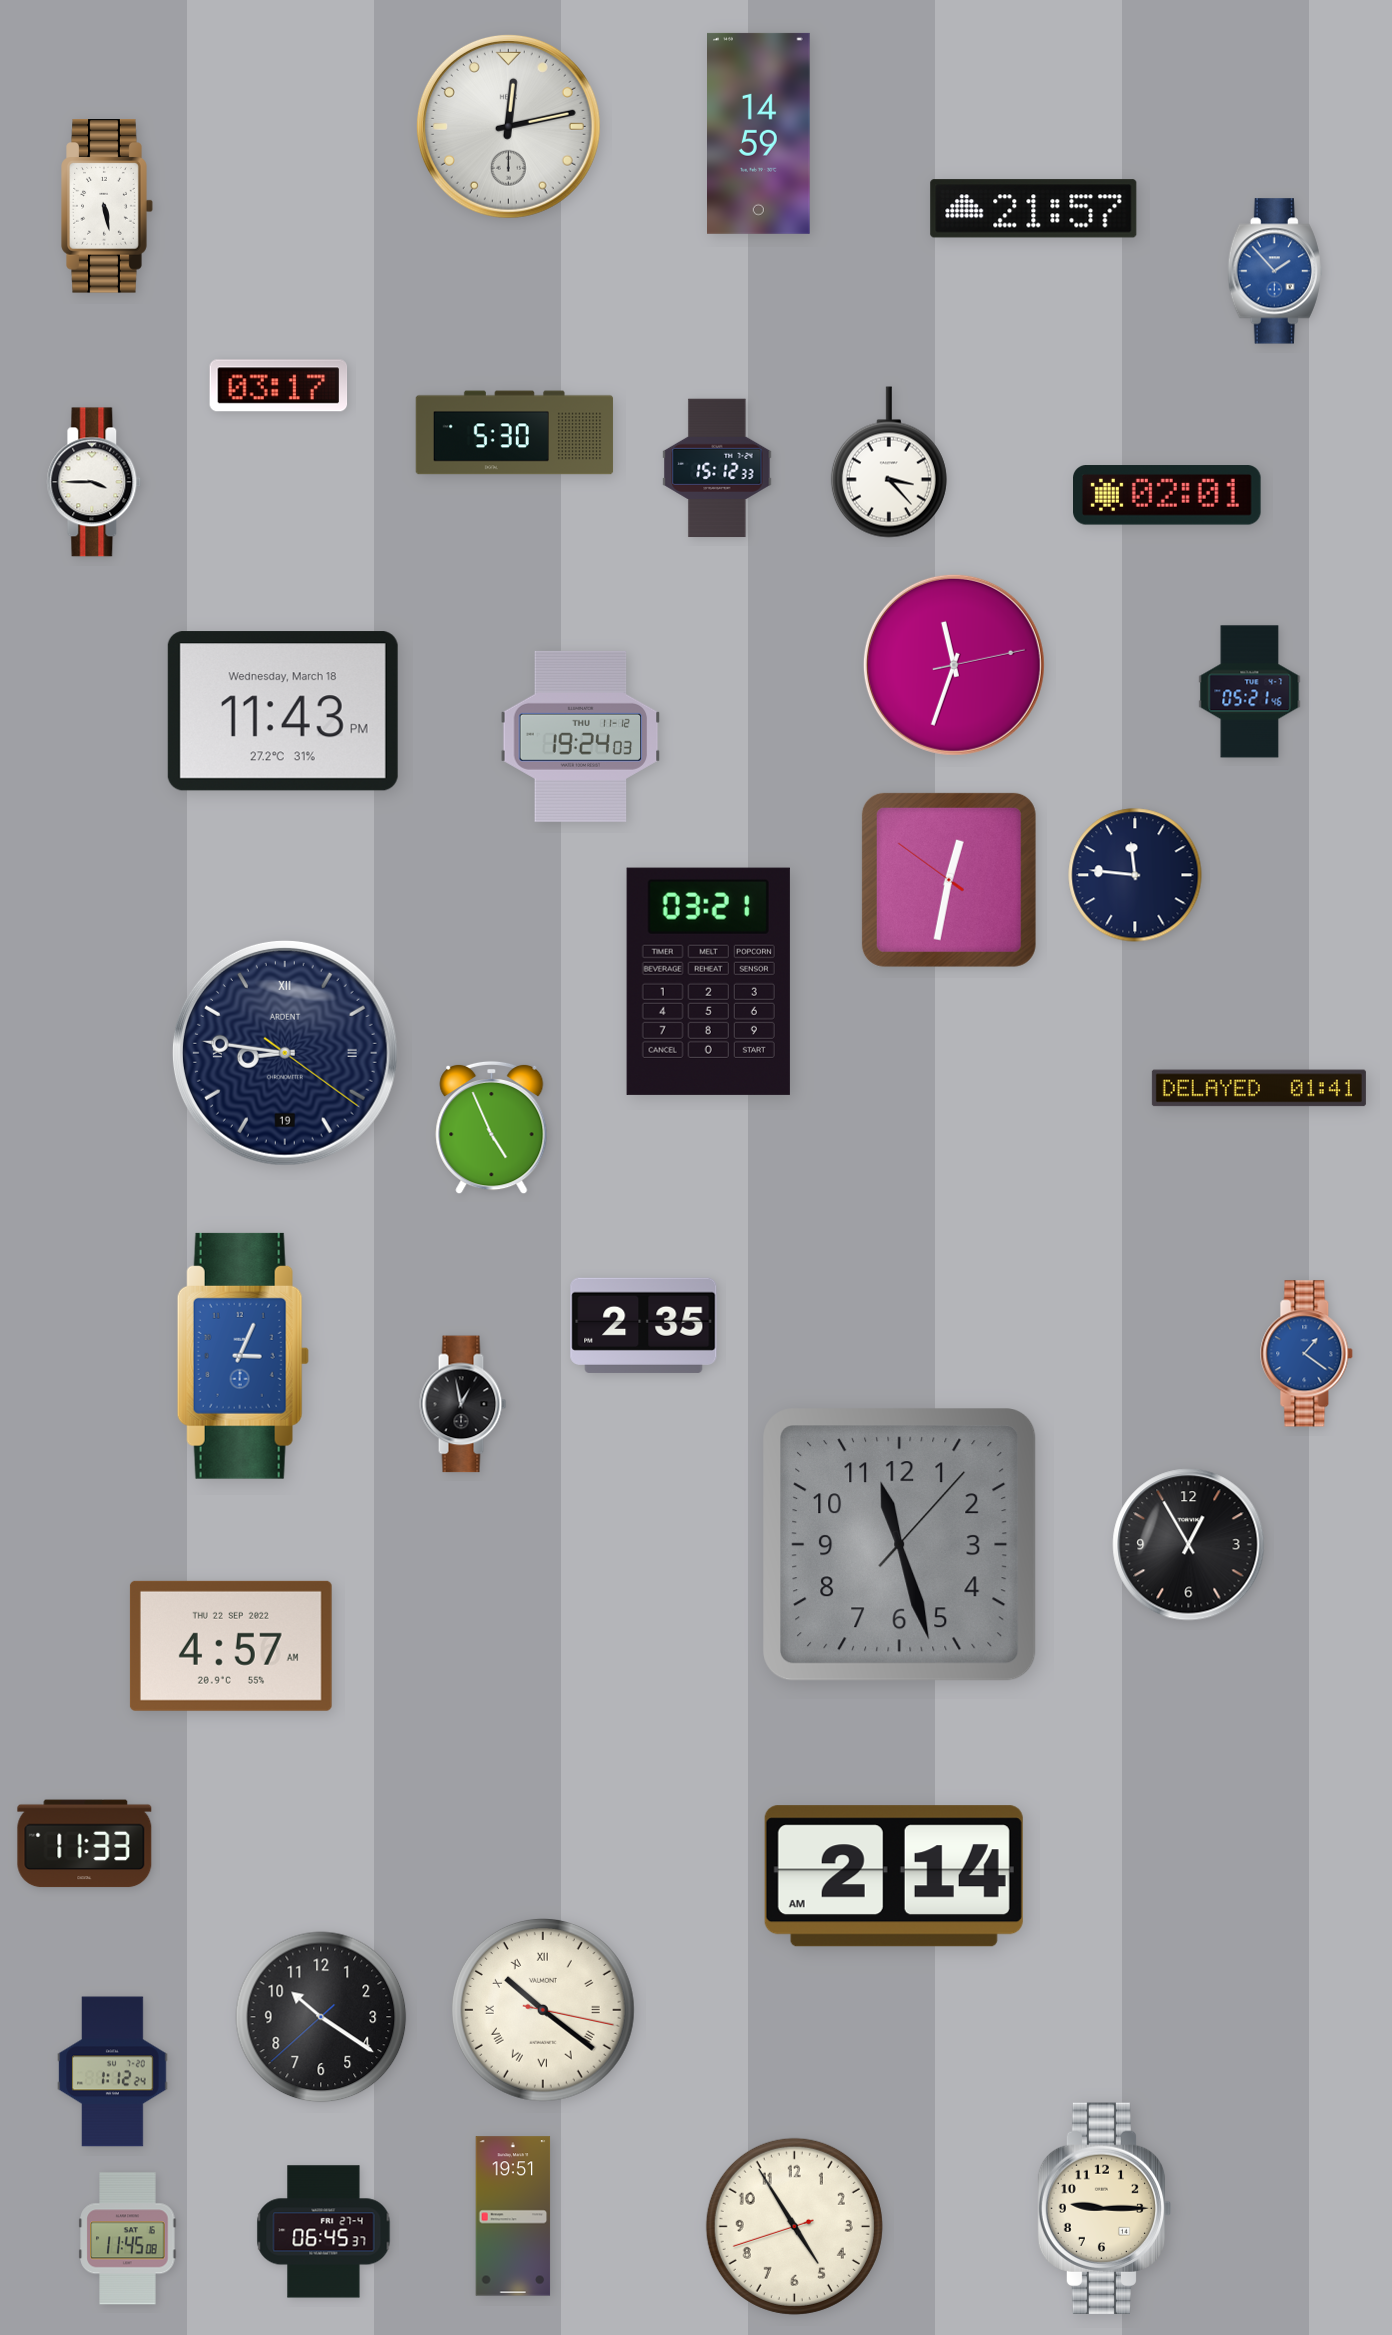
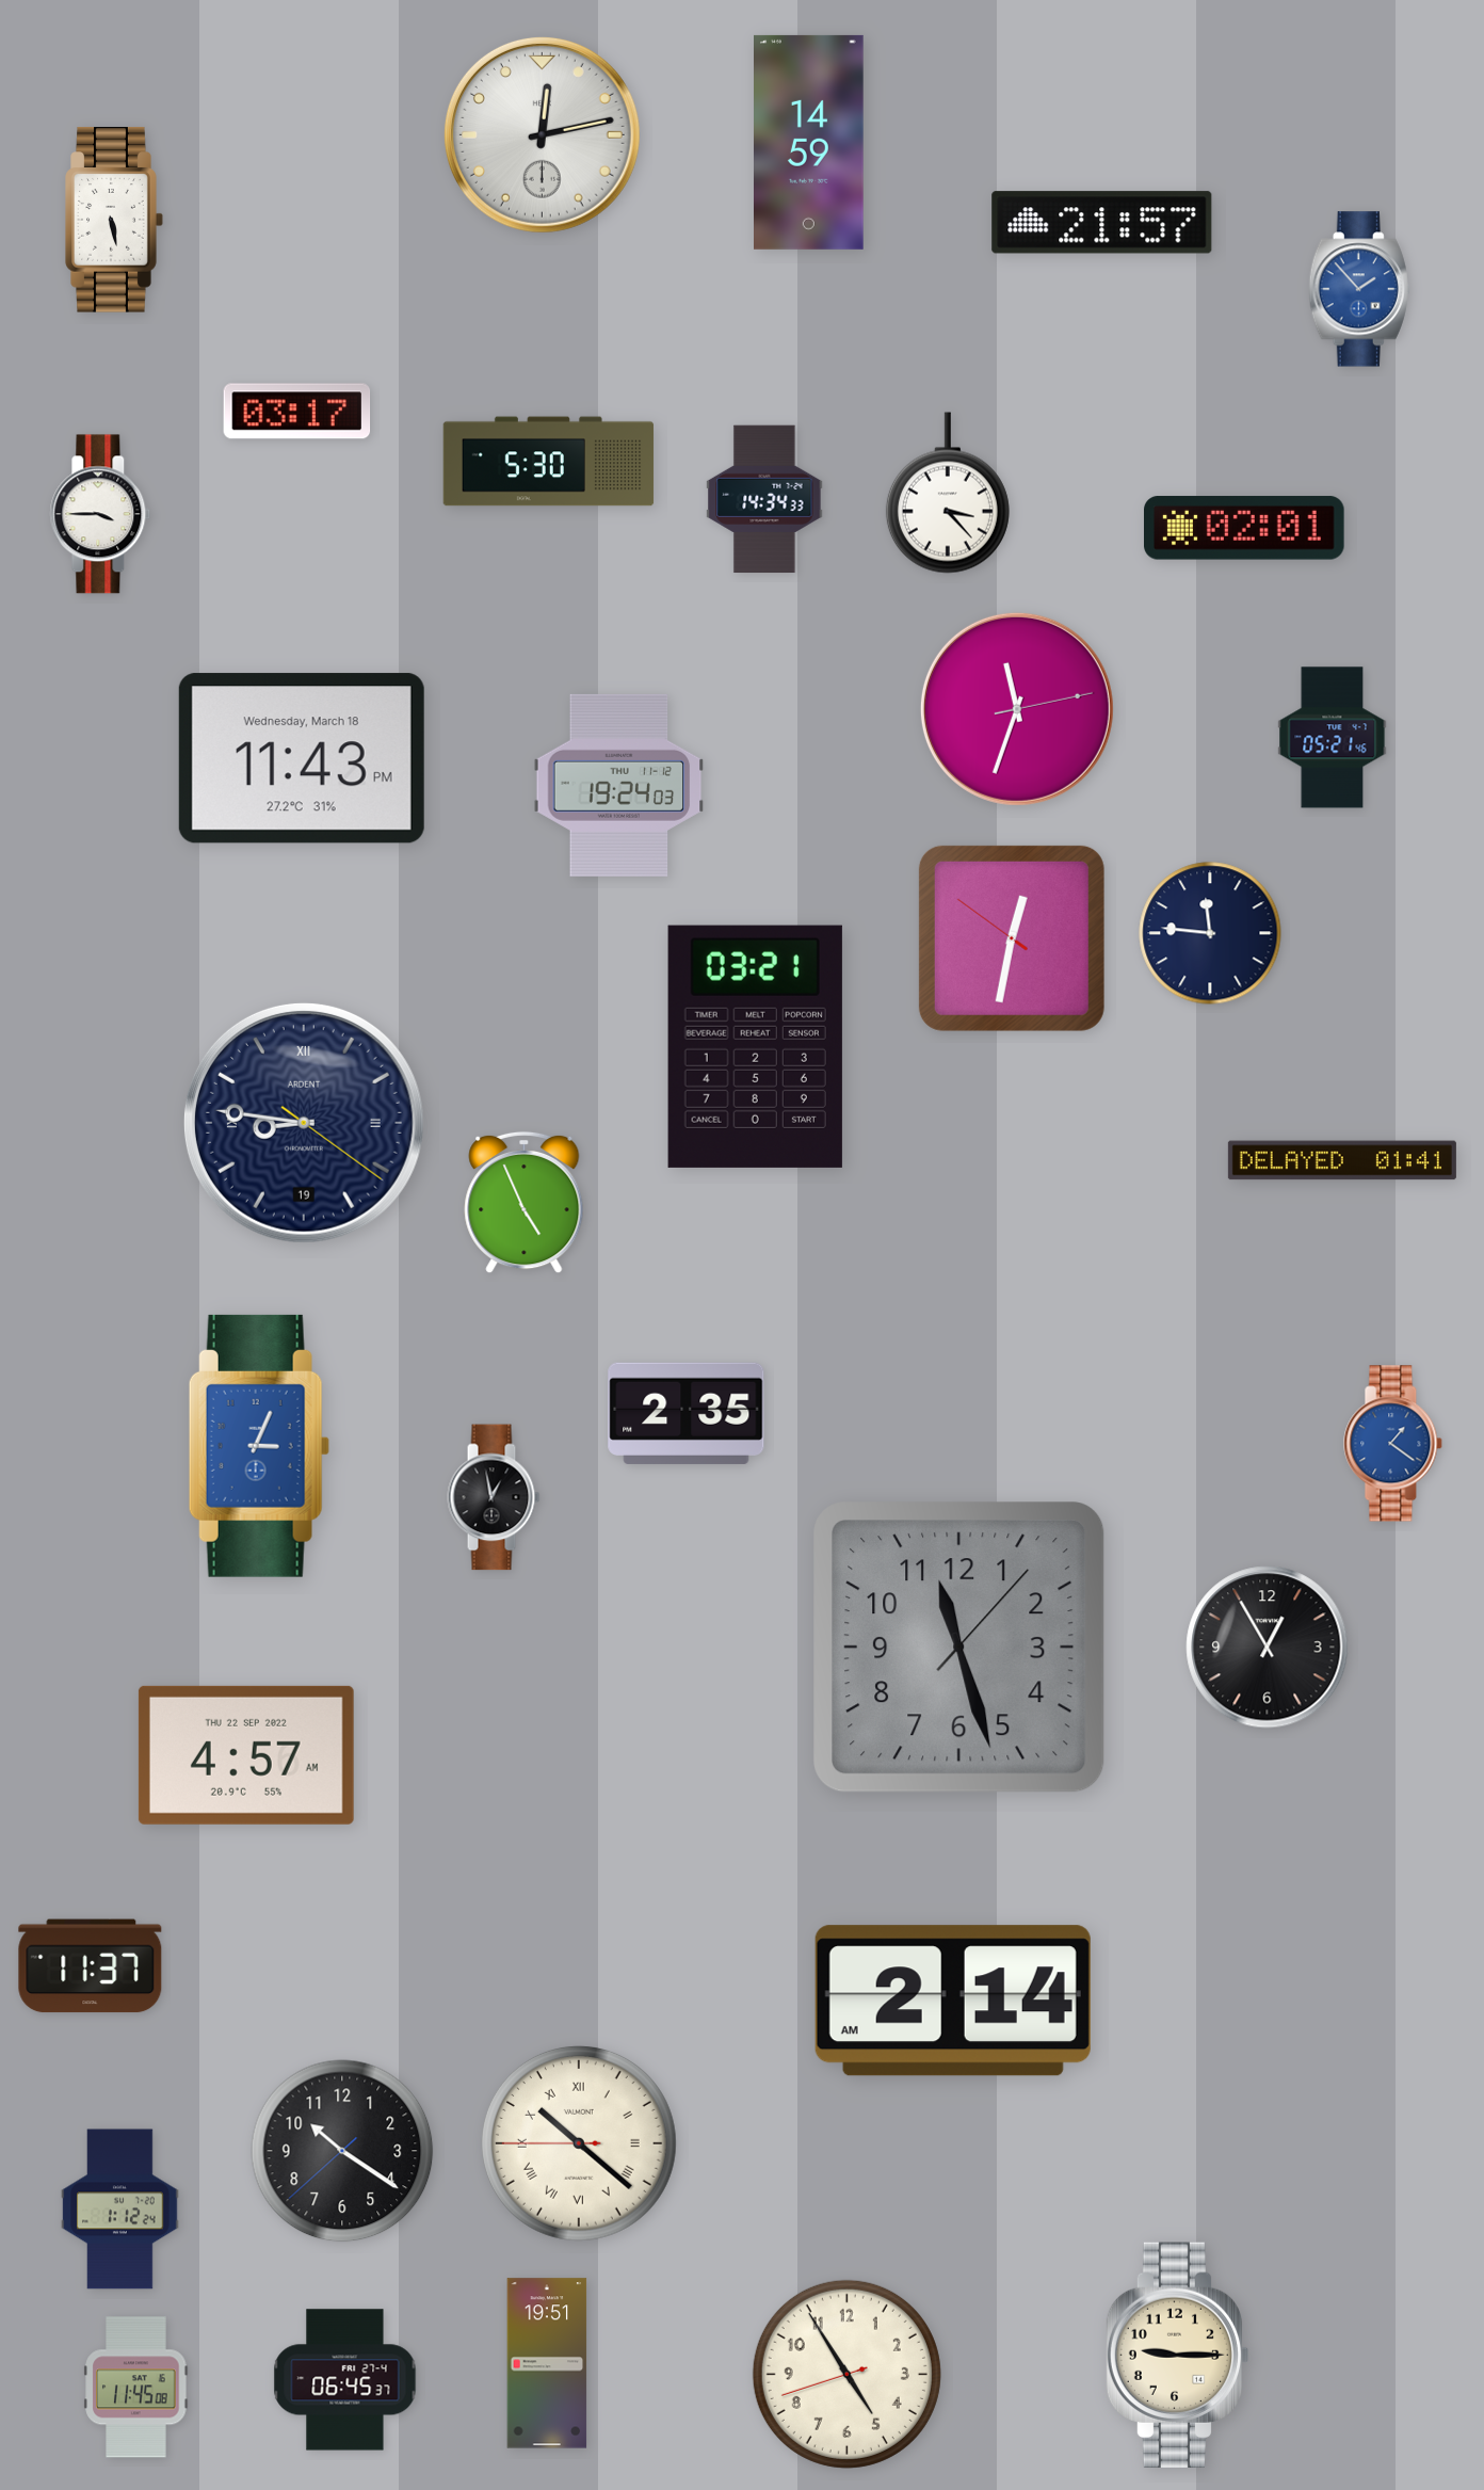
clock at (717, 468): 15:12 -> 14:34
clock at (85, 1844): 11:33 -> 11:37
clock at (543, 2010): 10:21:17 -> 10:21:45
